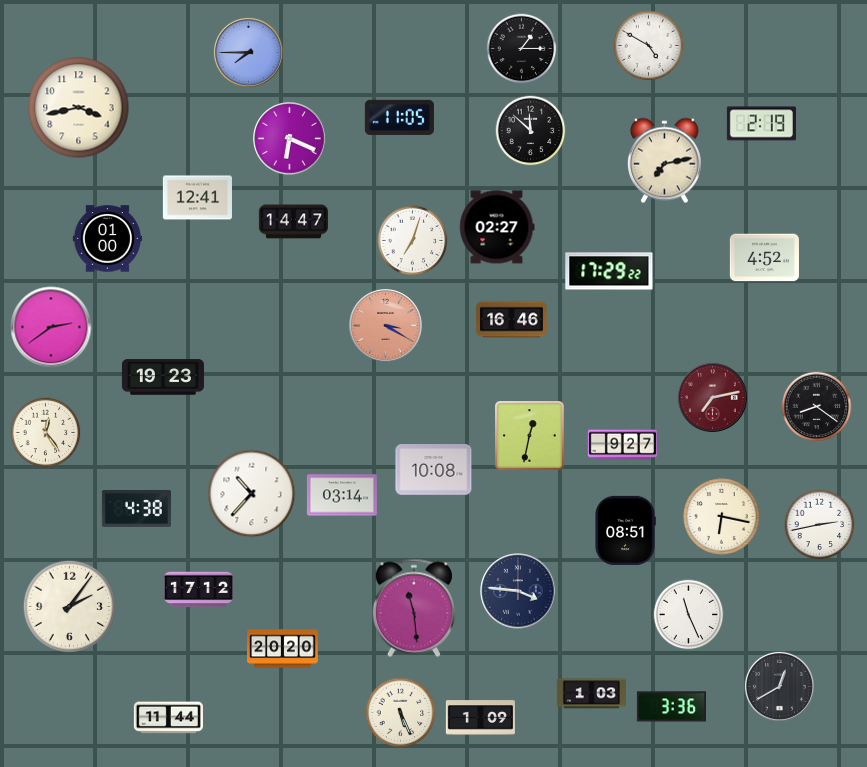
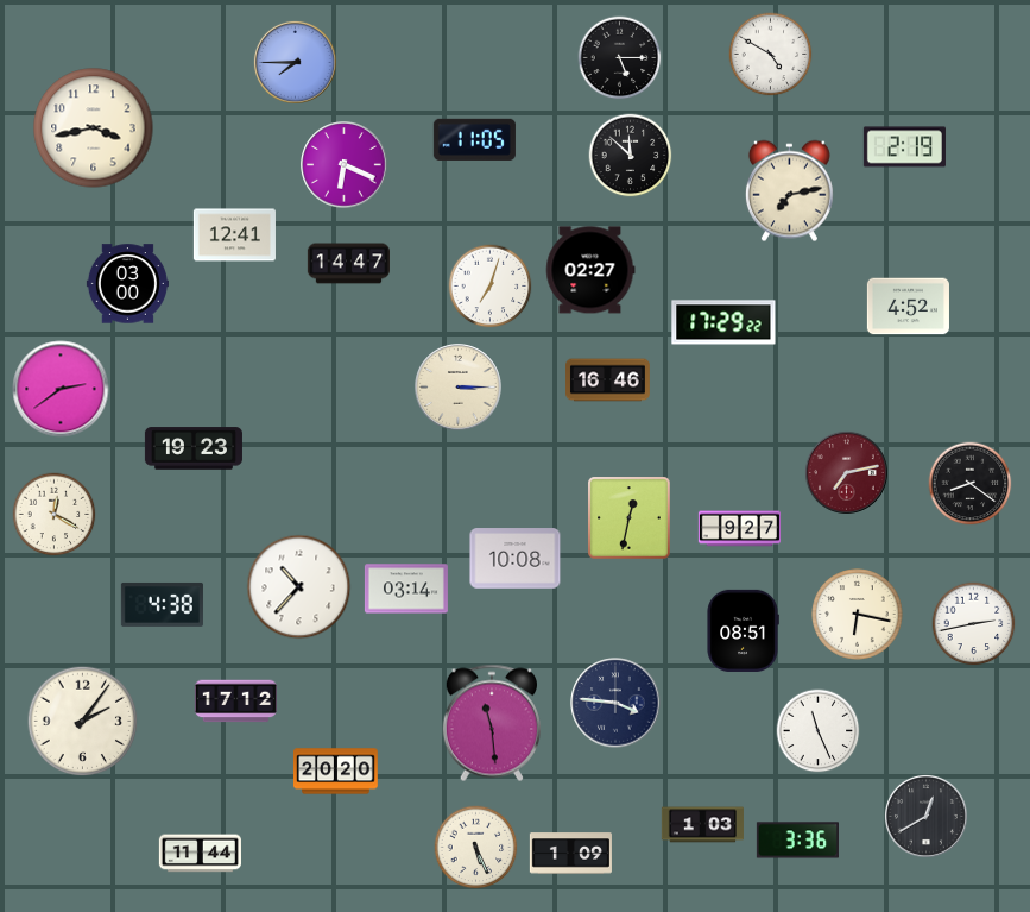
clock at (522, 49): 1:15 -> 5:15
clock at (107, 239): 01:00 -> 03:00
clock at (386, 326): 3:20 -> 3:15
clock at (386, 326) dial: salmon -> cream
clock at (46, 433): 12:24 -> 12:20
